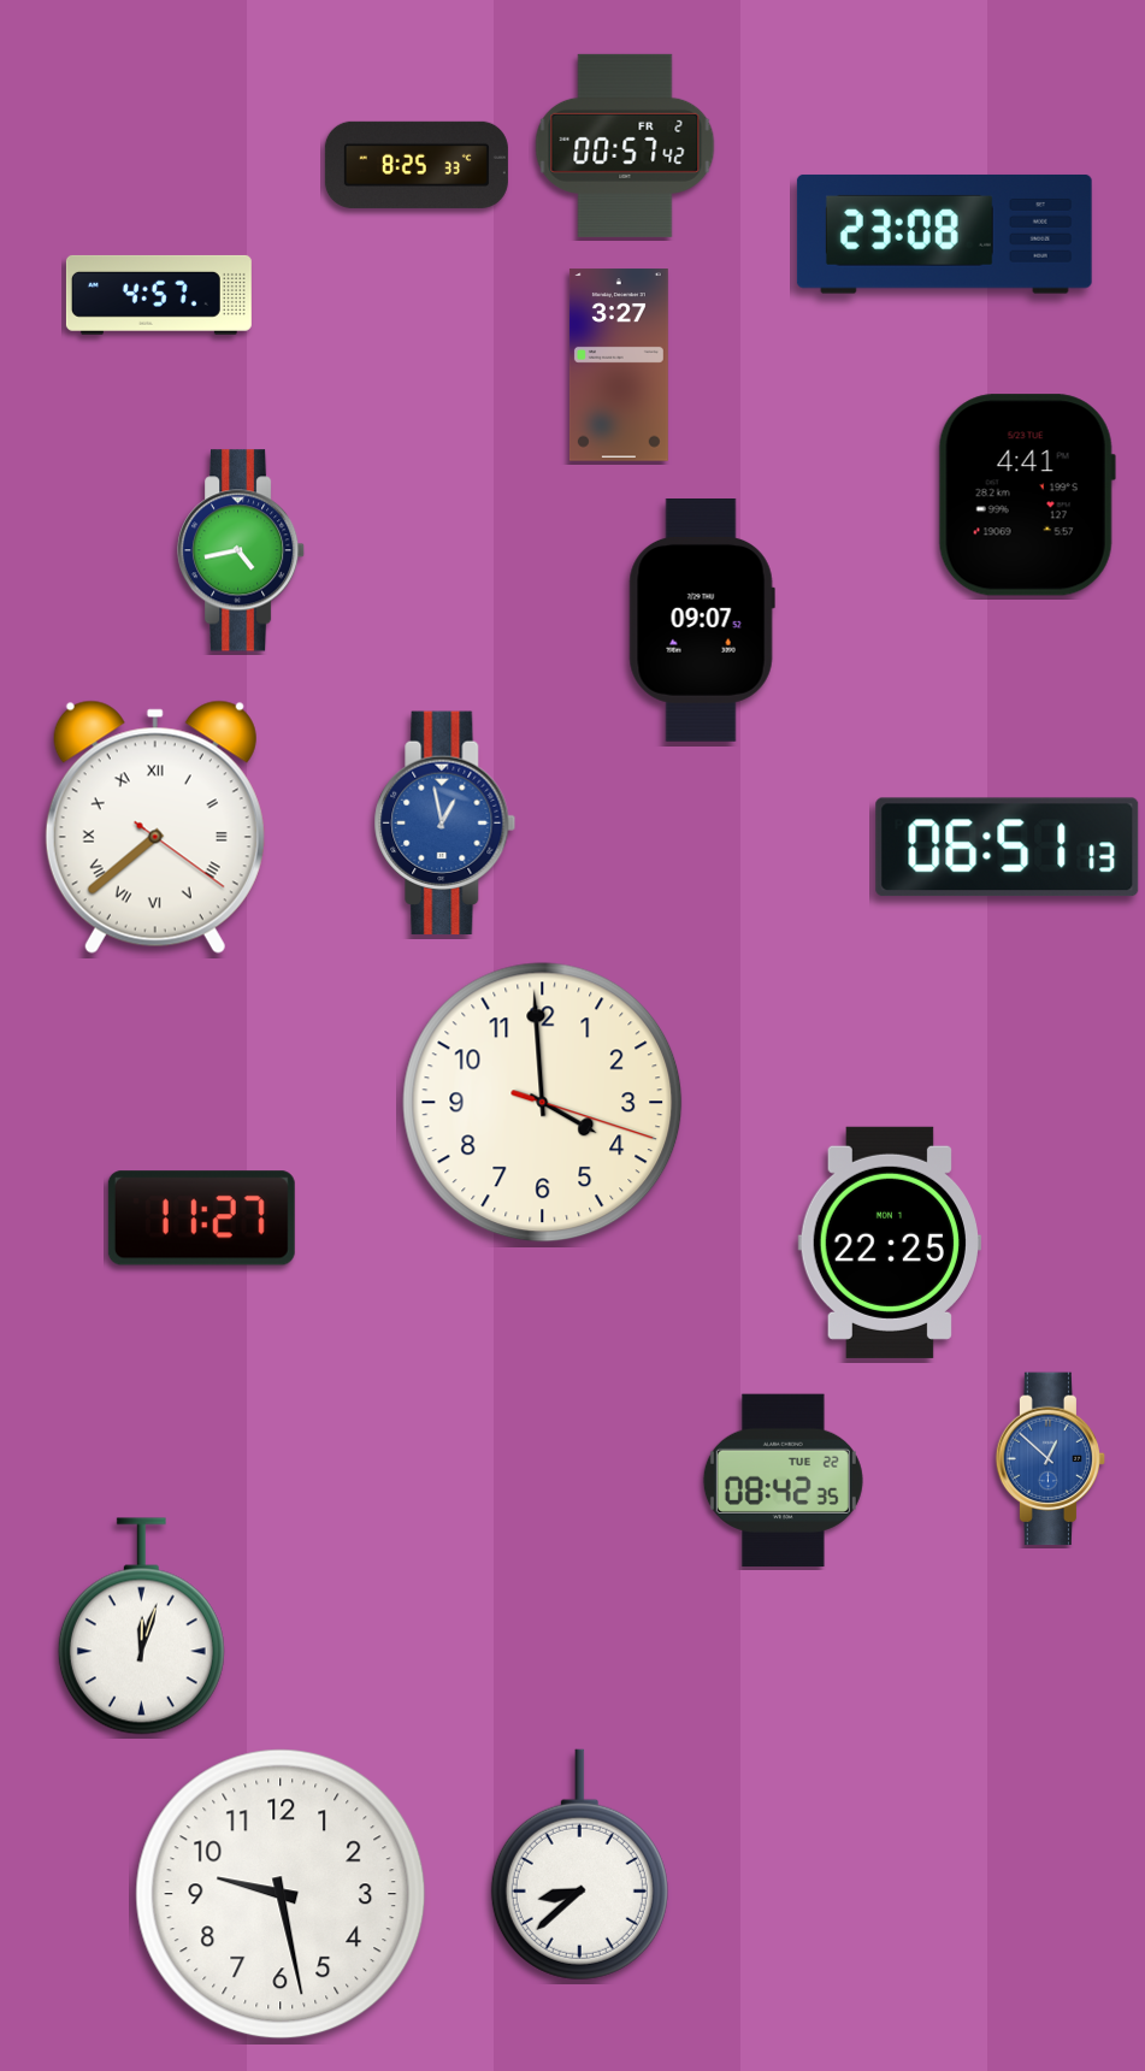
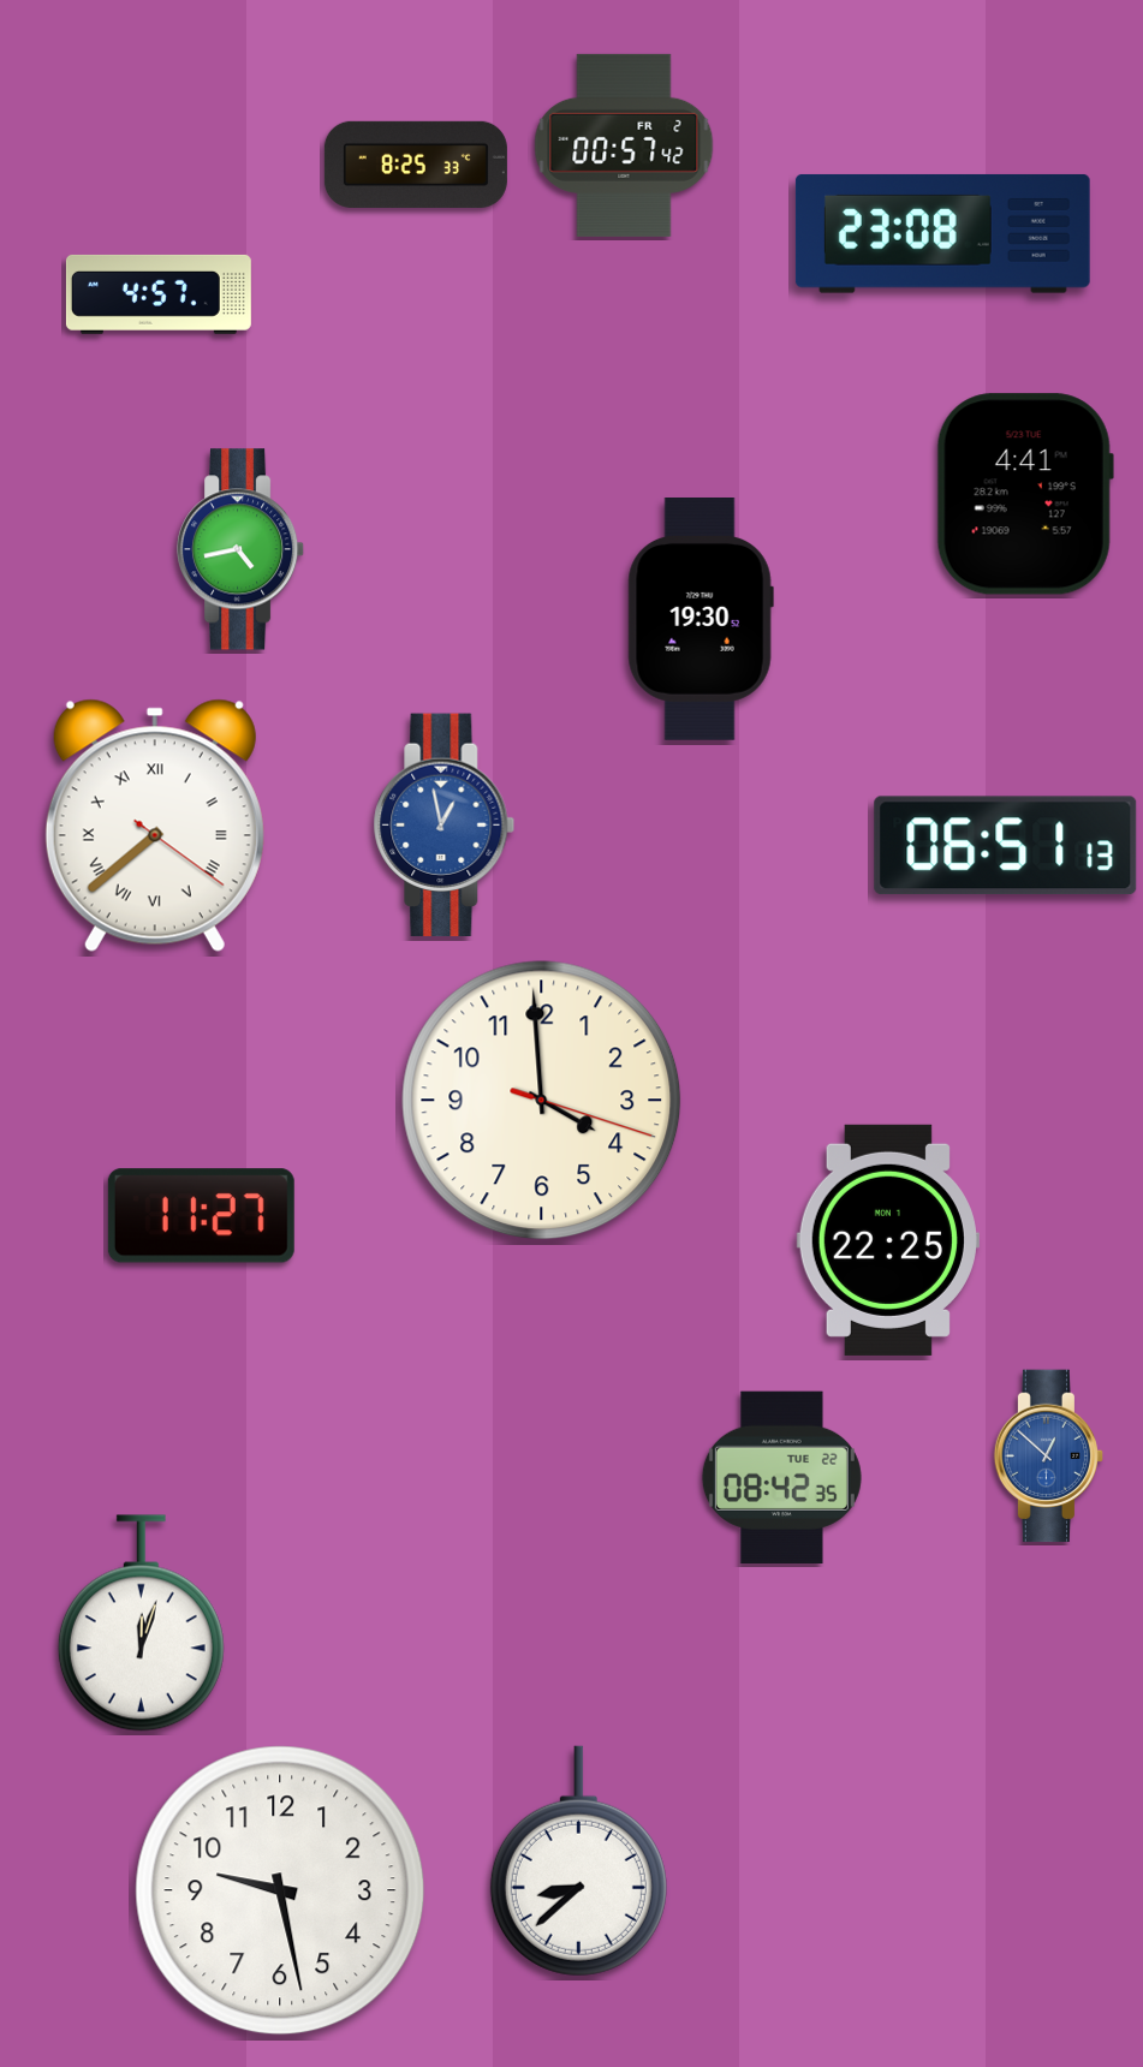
clock at (619, 365): 3:27 -> none
clock at (702, 621): 09:07 -> 19:30
clock at (445, 824) position: (445, 824) -> (445, 826)
